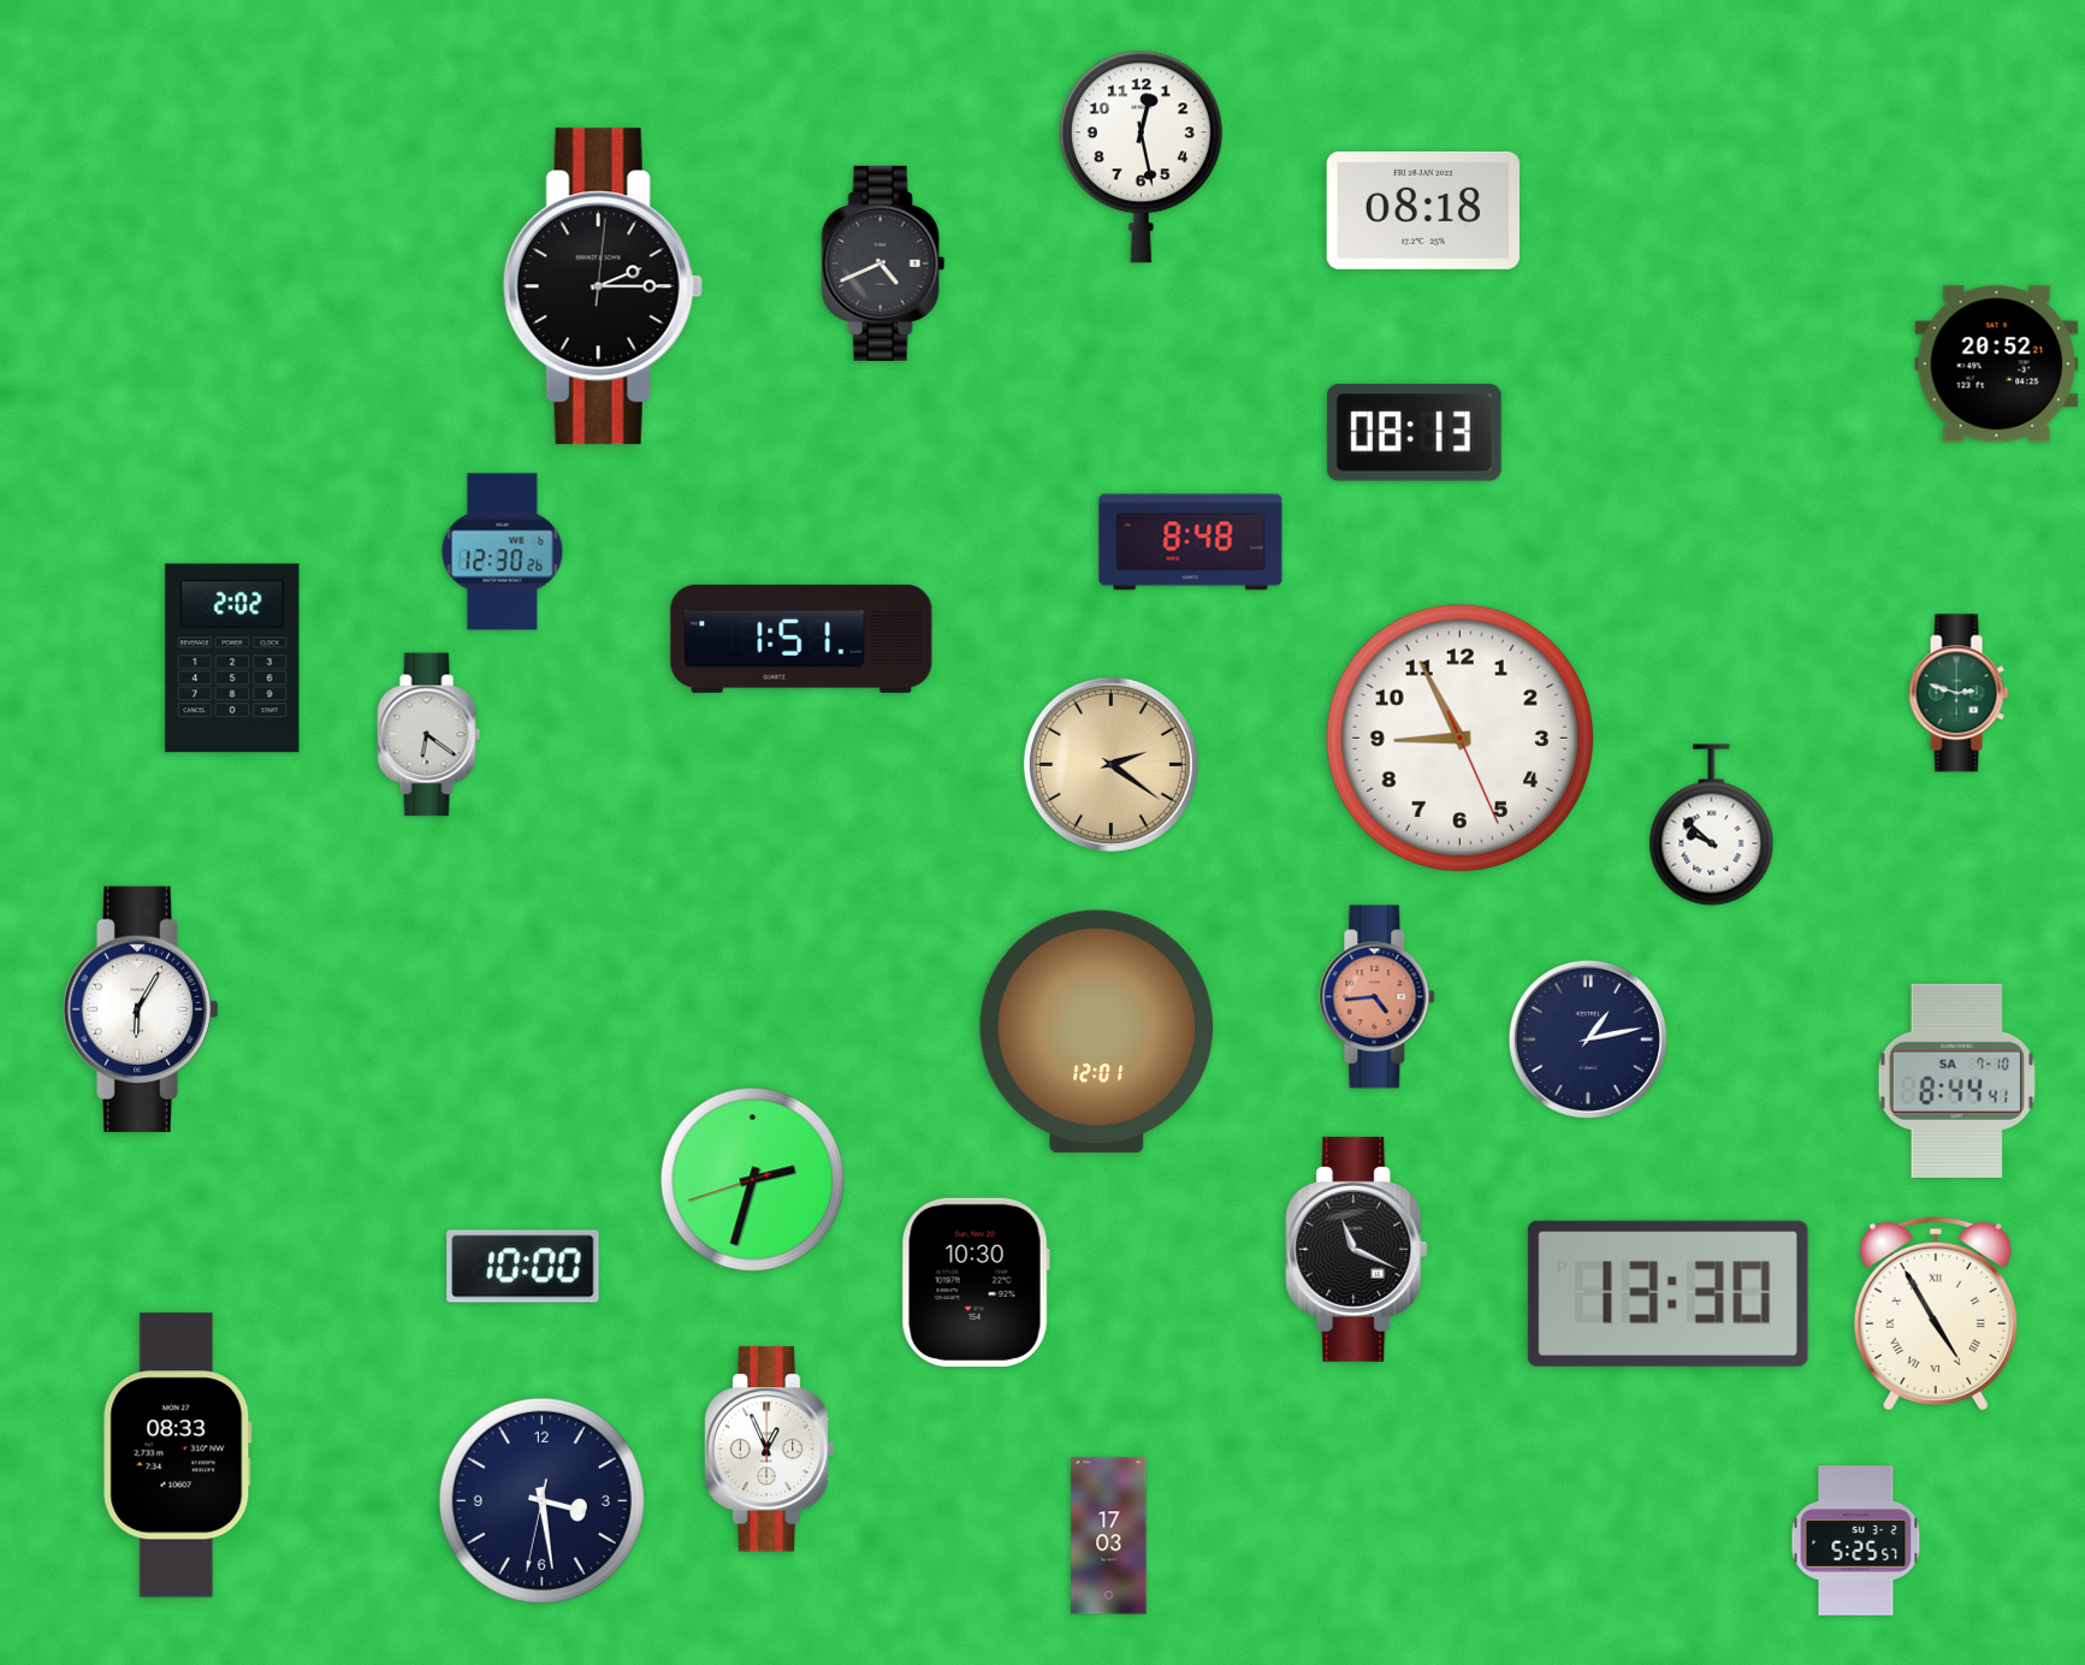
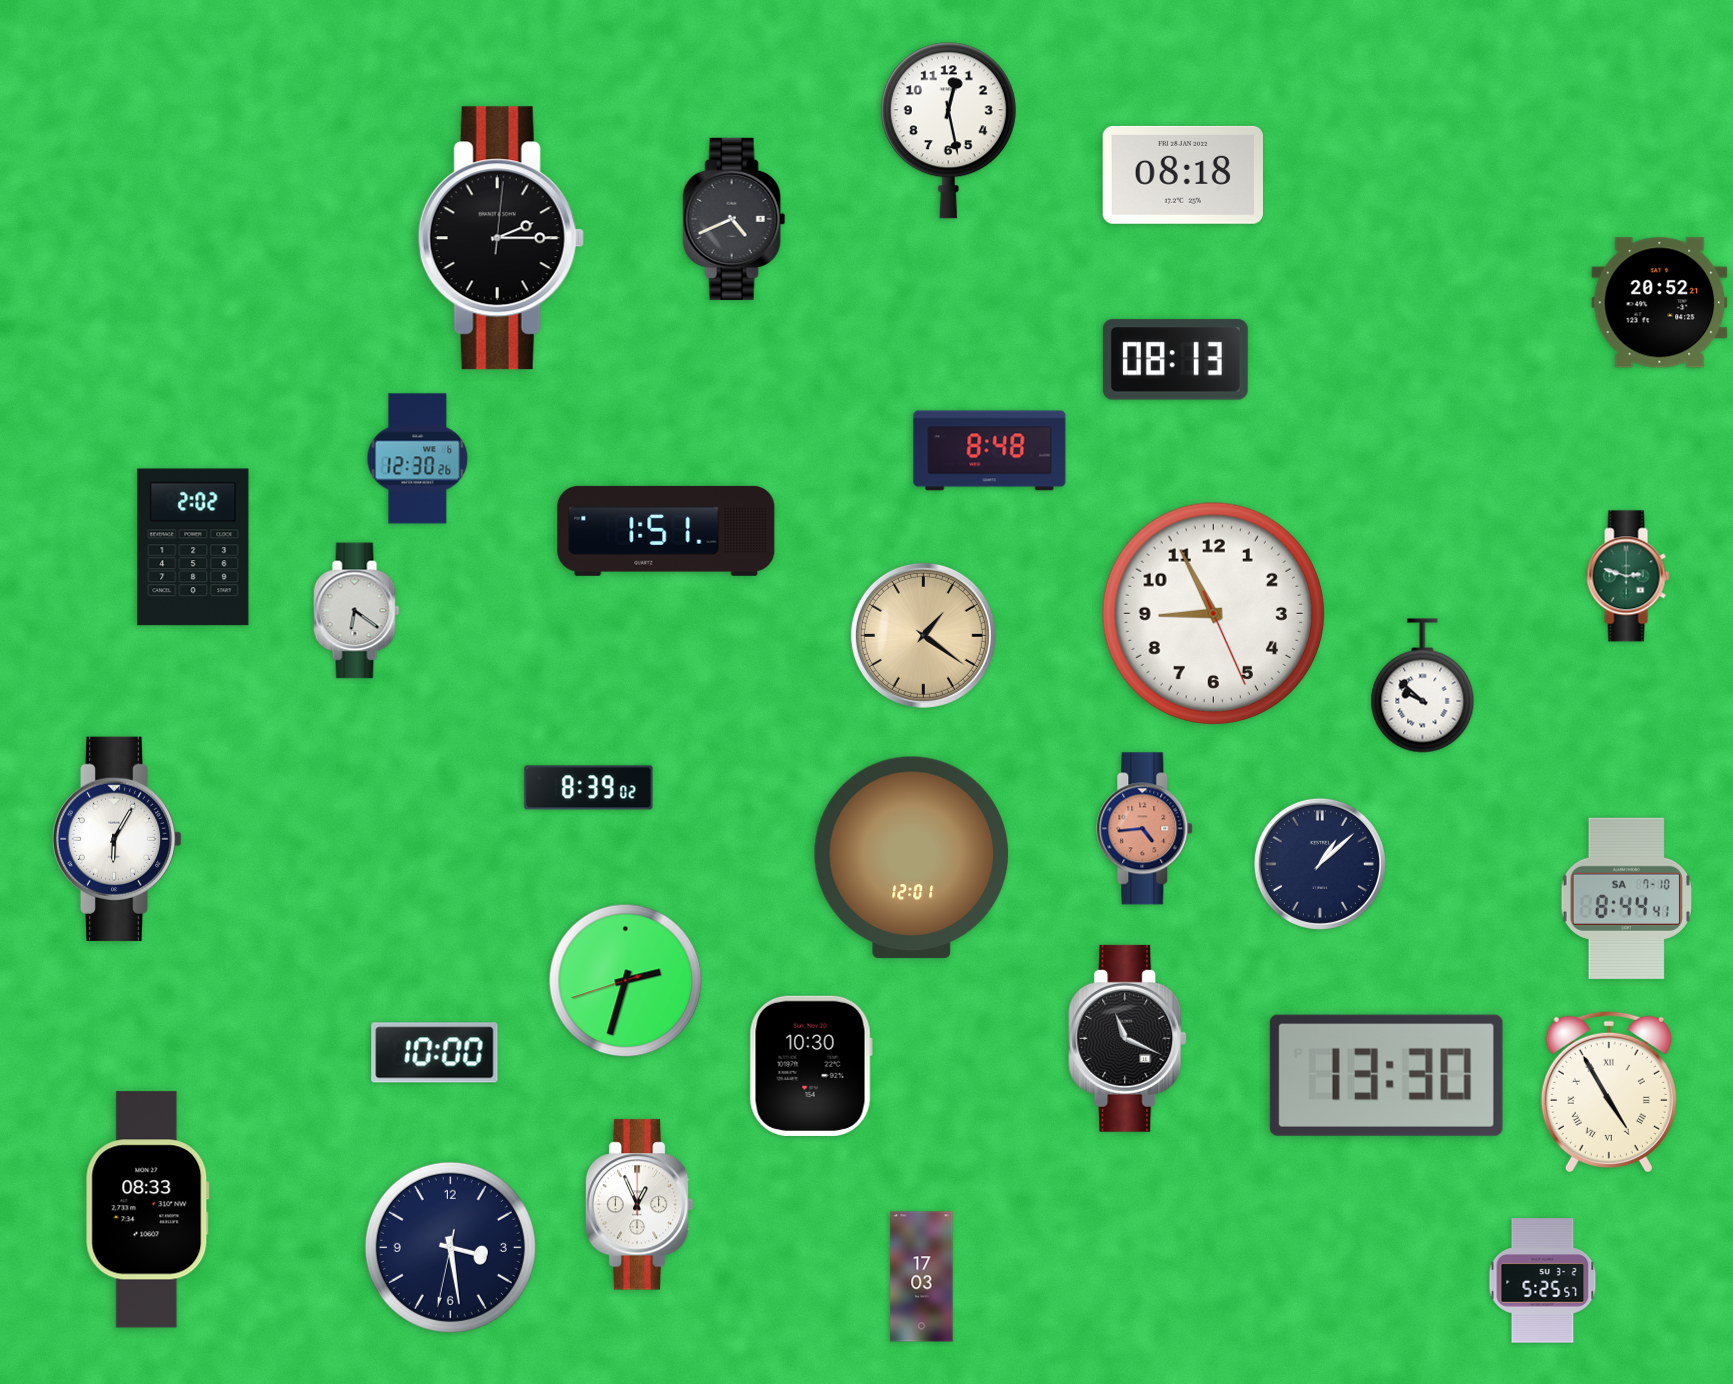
clock at (1110, 764): 2:21 -> 1:21
clock at (589, 788): none -> 8:39
clock at (1588, 1039): 1:13 -> 1:08
